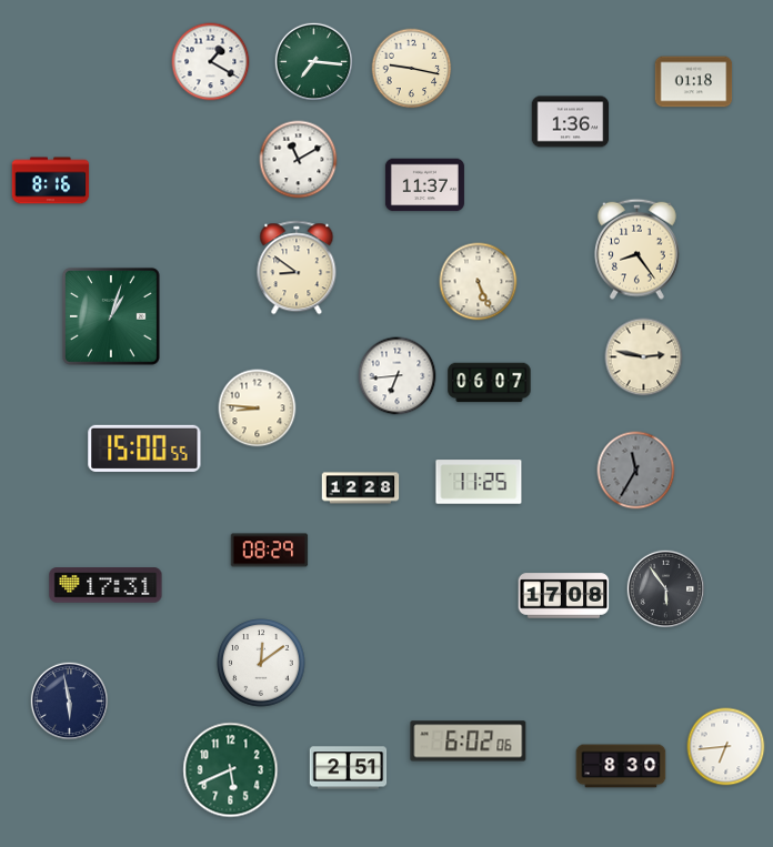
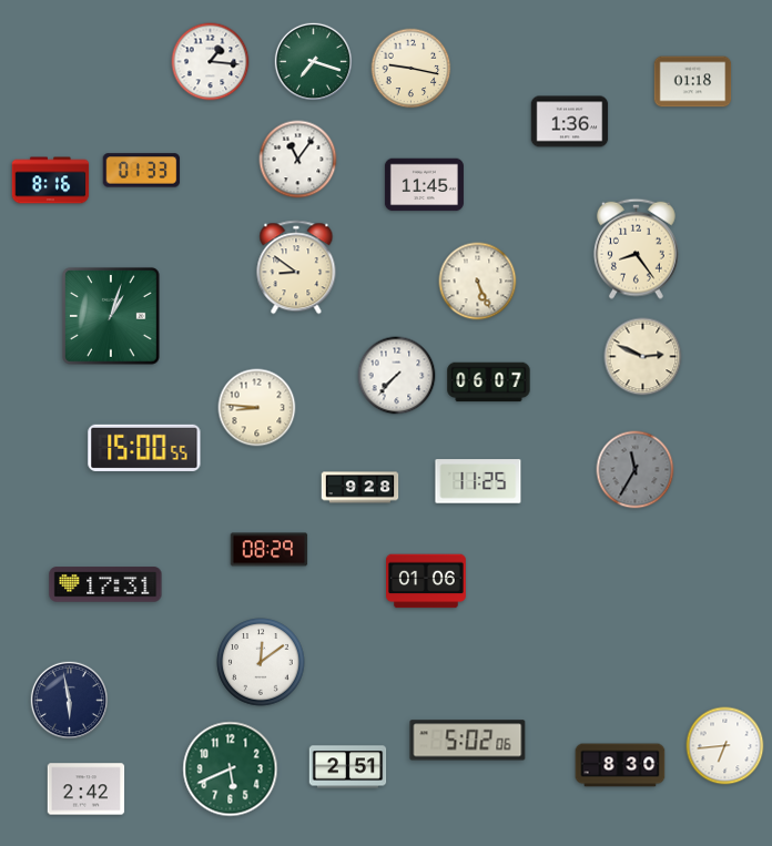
clock at (313, 61): 7:16 -> 7:18
clock at (211, 62): 1:20 -> 1:16
clock at (299, 160): 11:10 -> 11:06
clock at (142, 171): none -> 01:33
clock at (424, 185): 11:37 -> 11:45
clock at (644, 357): 2:47 -> 2:49
clock at (398, 376): 6:44 -> 7:37
clock at (361, 488): 12:28 -> 9:28
clock at (427, 581): none -> 01:06
clock at (665, 588): 5:54 -> none
clock at (564, 596): 17:08 -> none
clock at (469, 742): 6:02 -> 5:02
clock at (87, 789): none -> 2:42
